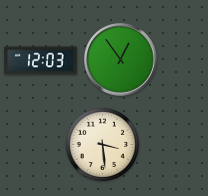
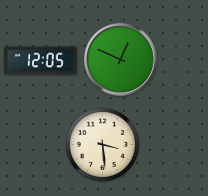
clock at (121, 60): 12:54 -> 12:49
clock at (41, 61): 12:03 -> 12:05
